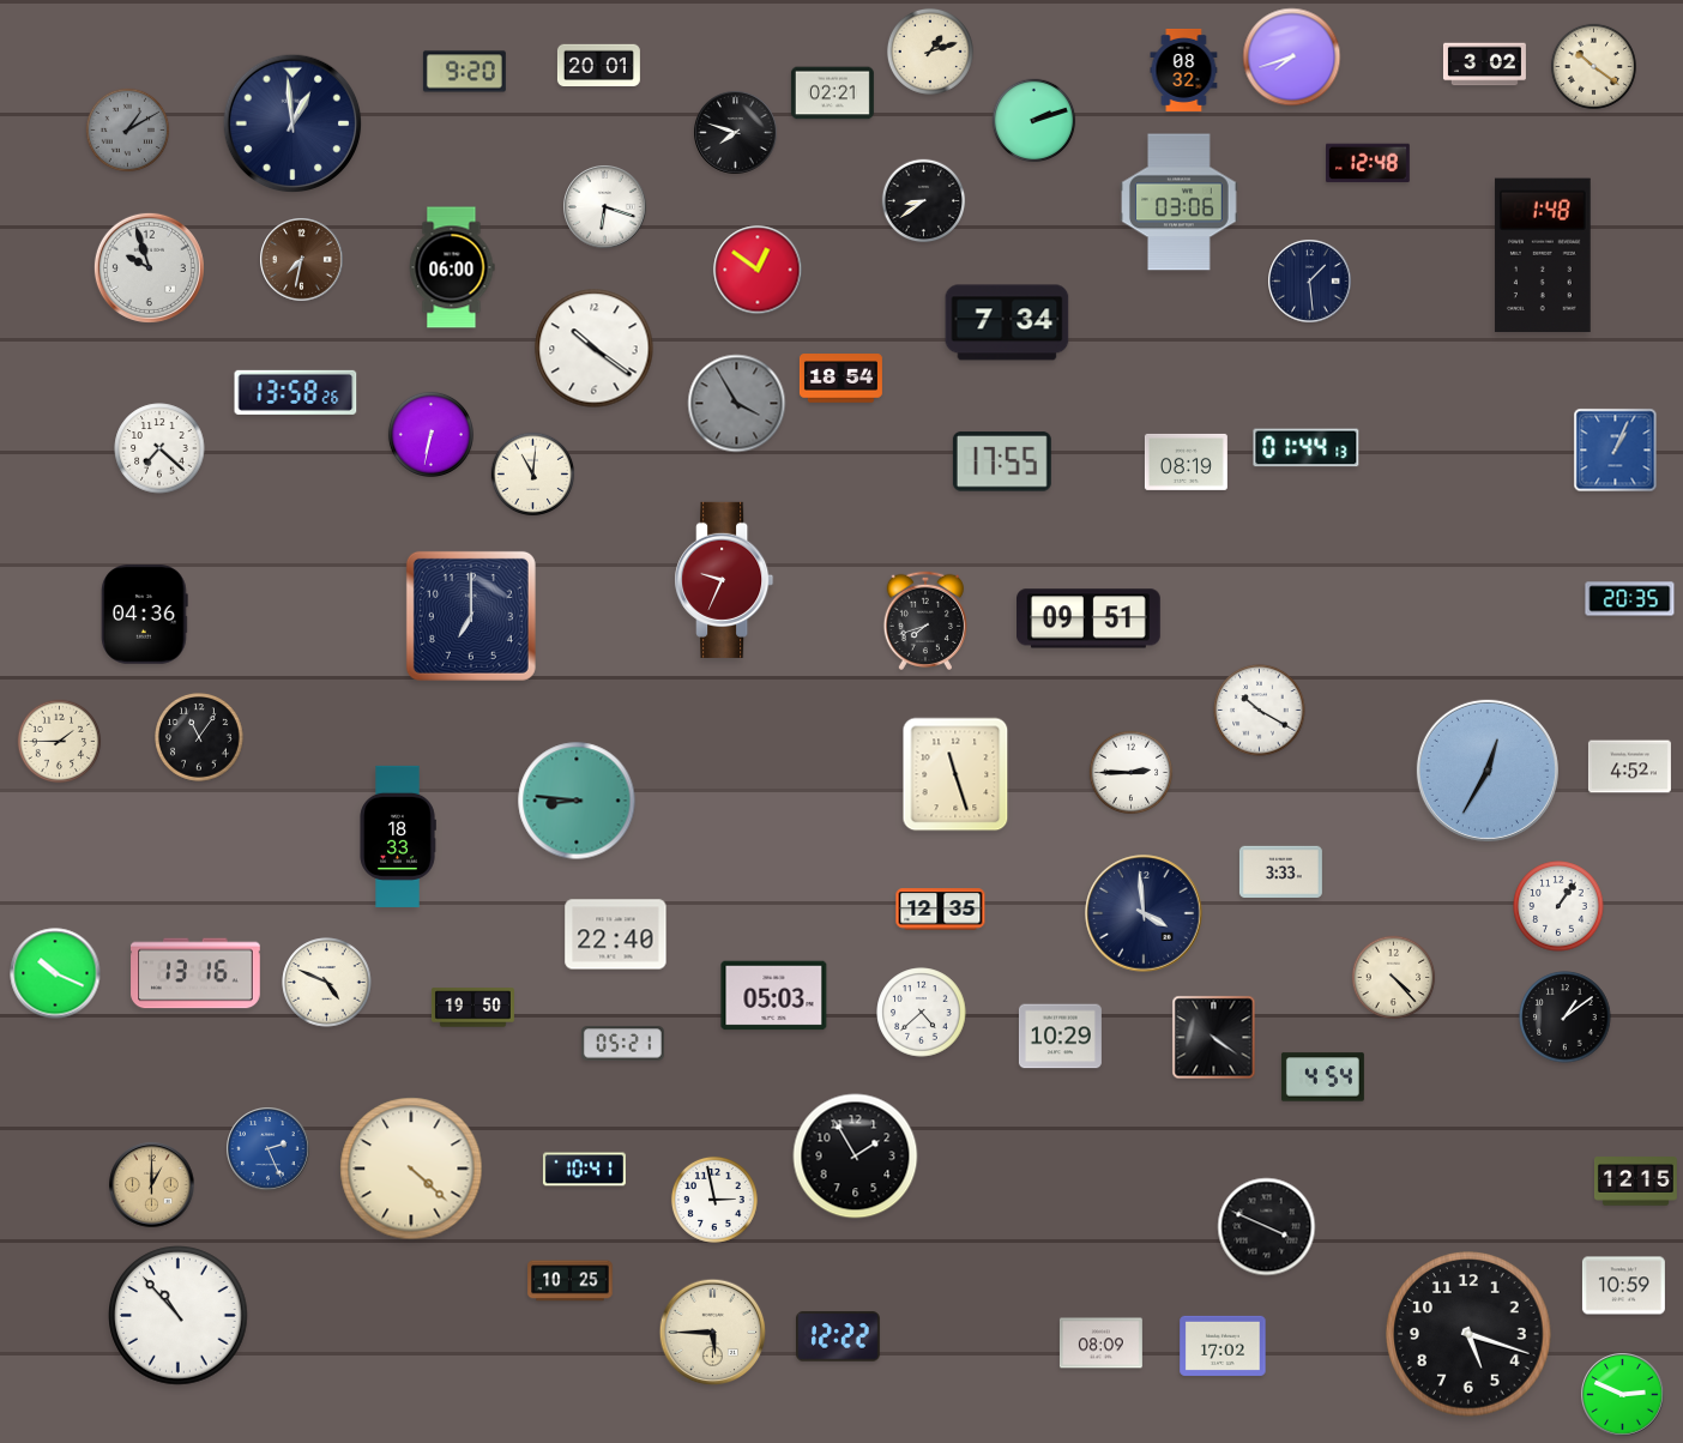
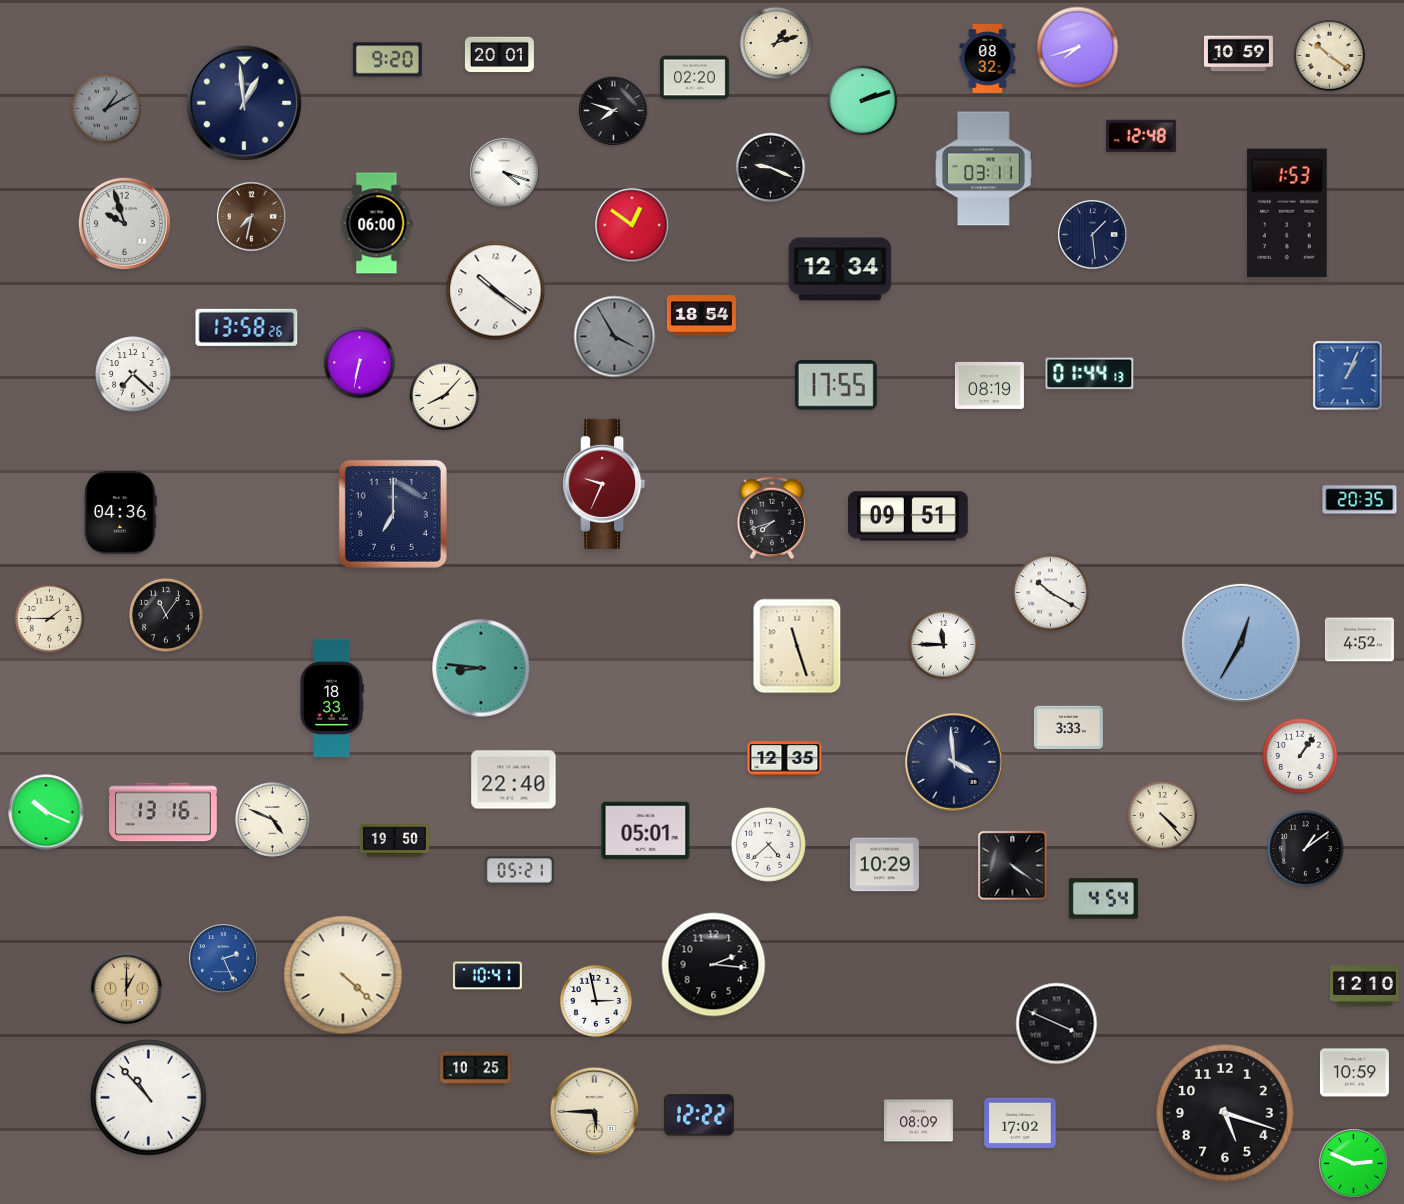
clock at (1484, 65): 3:02 -> 10:59
clock at (832, 93): 02:21 -> 02:20
clock at (924, 201): 8:39 -> 9:19
clock at (1180, 203): 03:06 -> 03:11
clock at (605, 207): 6:18 -> 4:18
clock at (1543, 255): 1:48 -> 1:53
clock at (1007, 322): 7:34 -> 12:34
clock at (533, 475): 11:01 -> 8:07
clock at (1132, 773): 2:45 -> 11:45
clock at (774, 996): 05:03 -> 05:01
clock at (856, 1157): 1:55 -> 2:16
clock at (1635, 1182): 12:15 -> 12:10
